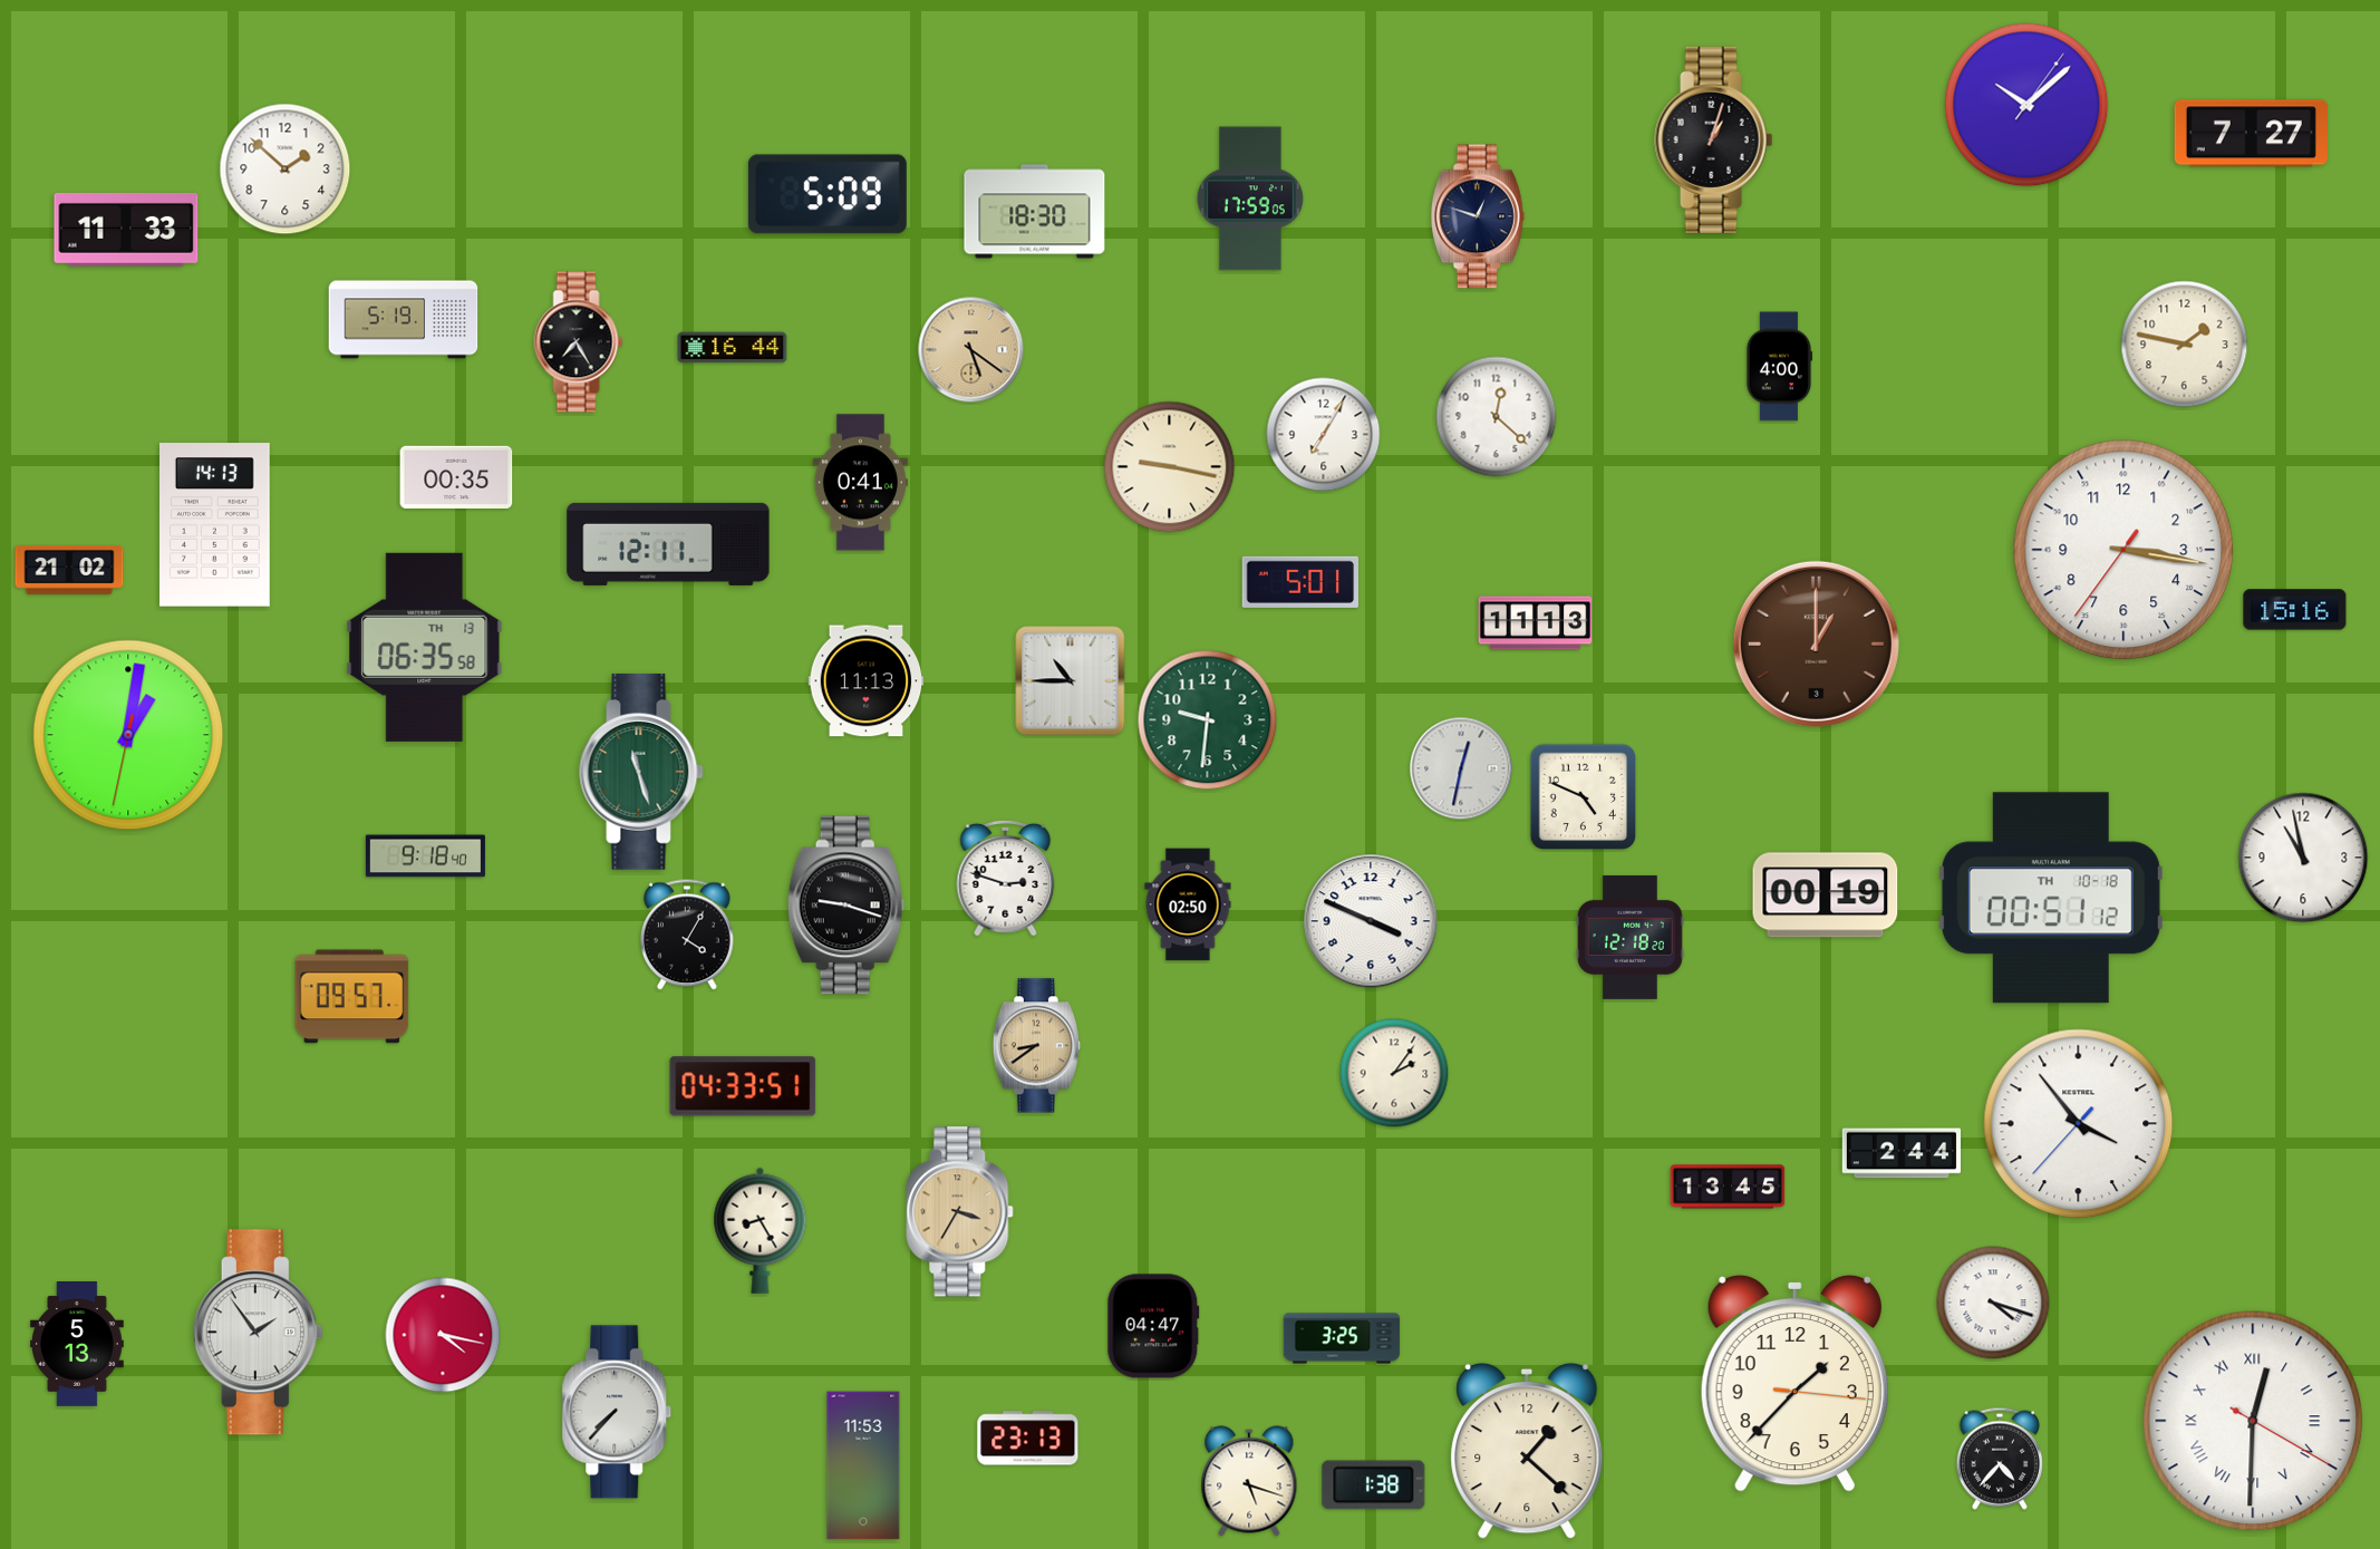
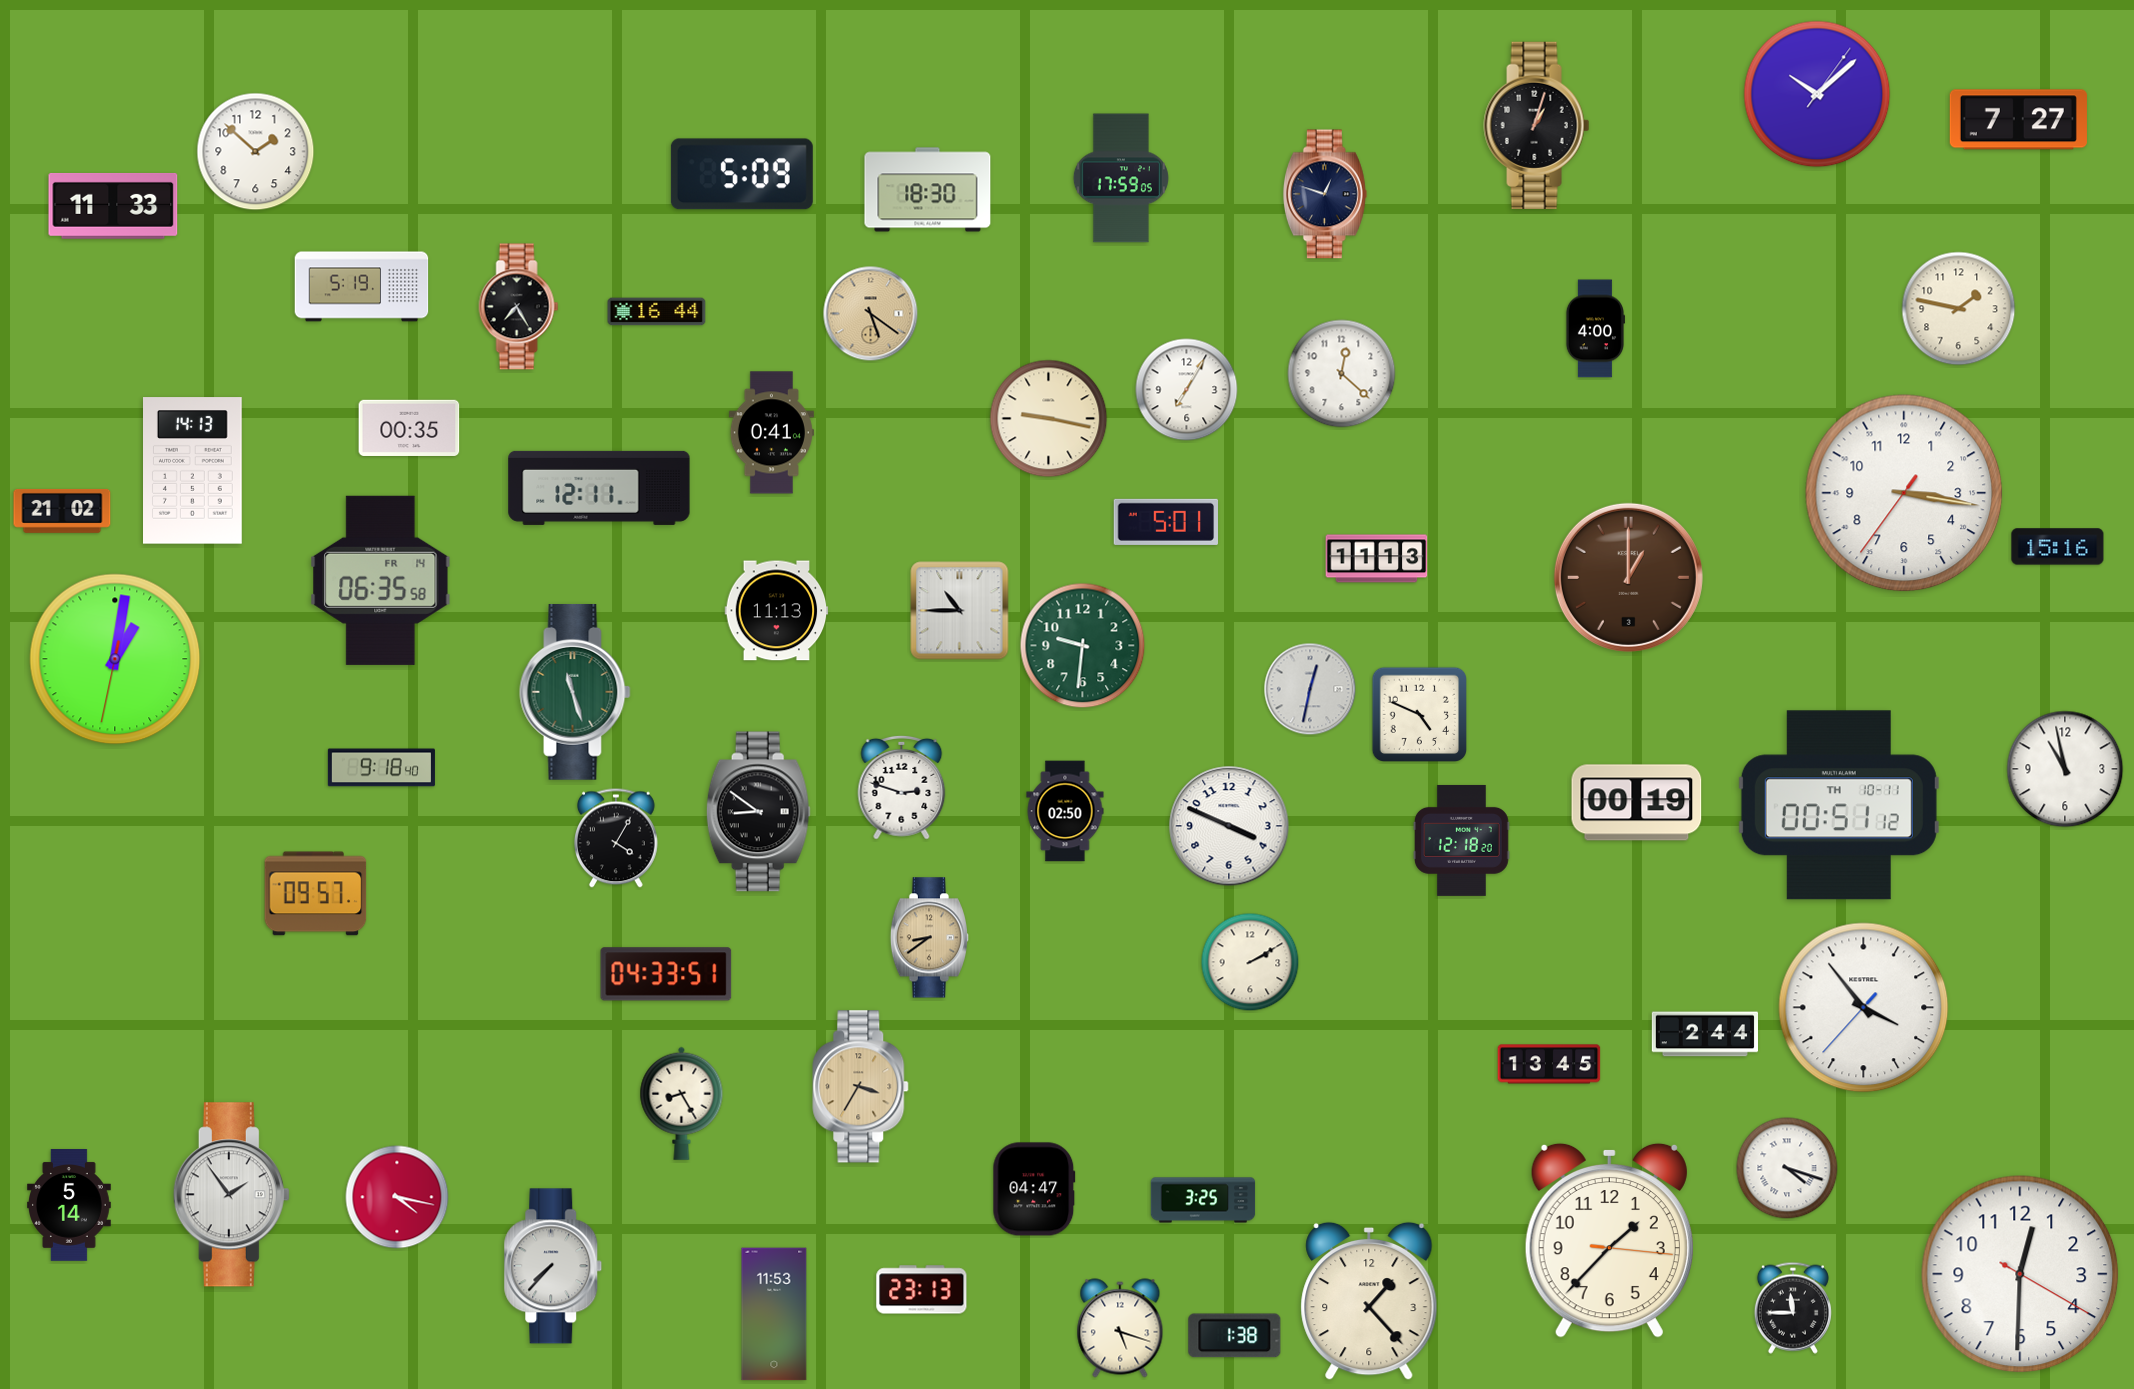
clock at (425, 647) date: TH 13 -> FR 14
clock at (2051, 898) date: TH 10-18 -> TH 10-11
clock at (845, 906): 9:18 -> 8:51
clock at (1394, 1073): 2:06 -> 2:10
clock at (78, 1345): 5:13 -> 5:14
clock at (2253, 1421) numerals: Roman -> Arabic
clock at (1527, 1451): 1:22 -> 1:23
clock at (2000, 1459): 4:37 -> 11:45
clock at (1374, 1485) position: (1374, 1485) -> (1235, 1336)
